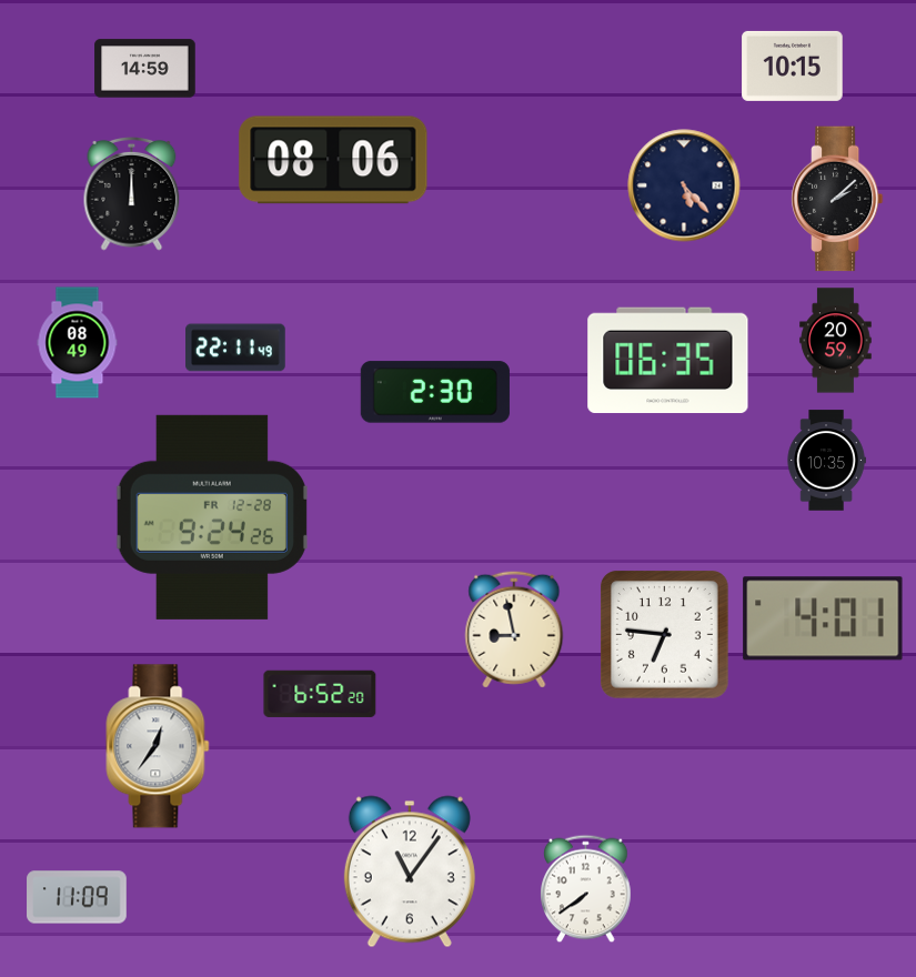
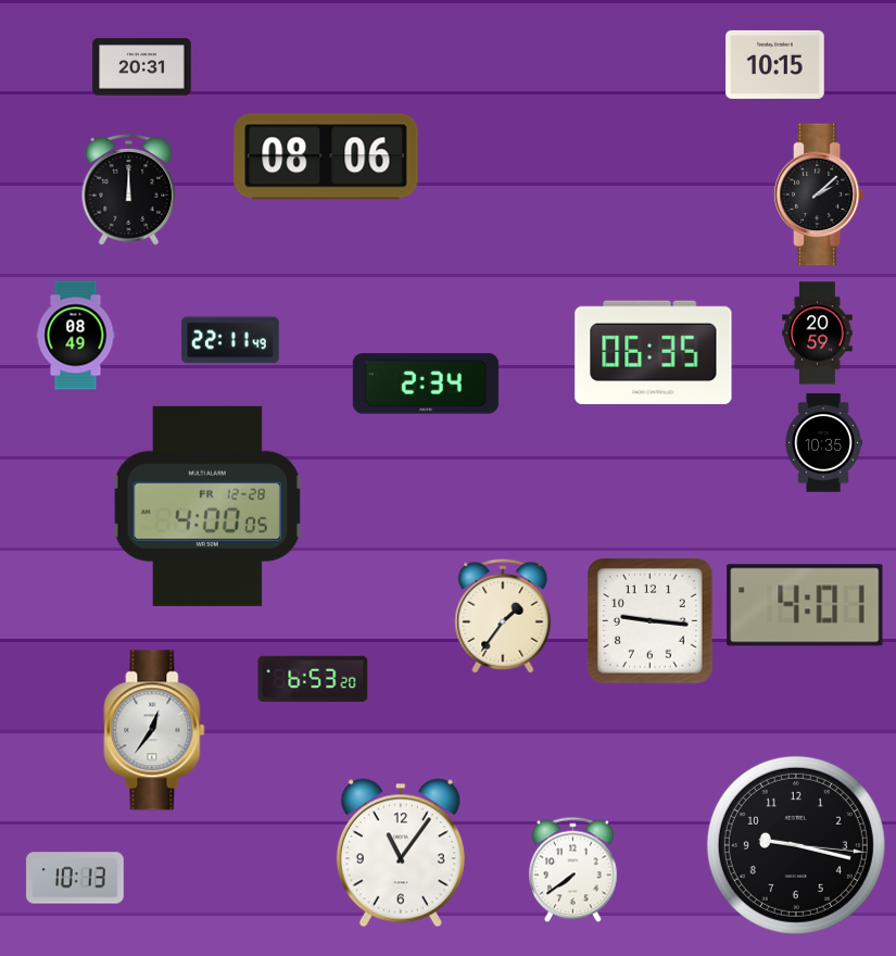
clock at (145, 69): 14:59 -> 20:31
clock at (684, 185): 5:23 -> none
clock at (435, 392): 2:30 -> 2:34
clock at (826, 461) position: (826, 461) -> (823, 443)
clock at (212, 517): 9:24 -> 4:00
clock at (514, 629): 8:58 -> 1:36
clock at (665, 635): 6:46 -> 9:16
clock at (320, 694): 6:52 -> 6:53
clock at (796, 845): none -> 9:17
clock at (77, 897): 11:09 -> 10:13
